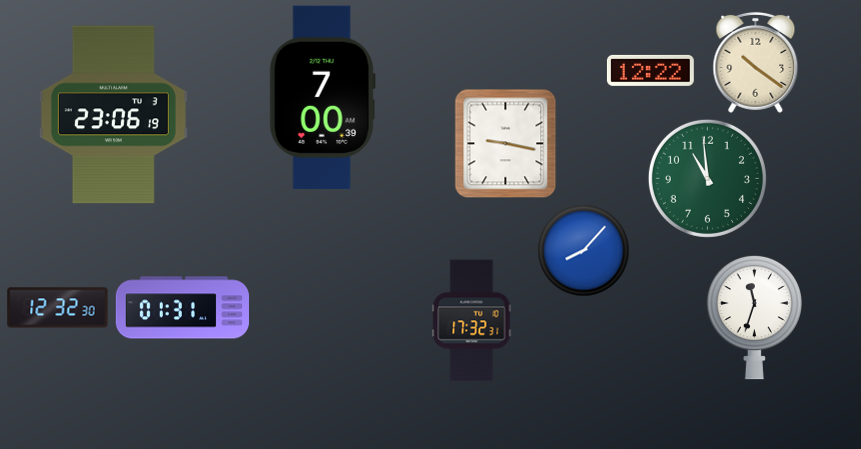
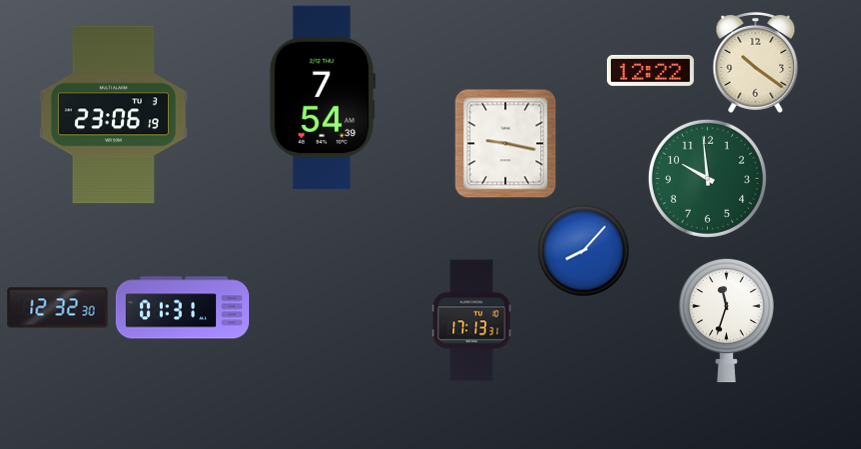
clock at (322, 98): 7:00 -> 7:54
clock at (707, 178): 10:59 -> 9:59
clock at (754, 317) position: (754, 317) -> (726, 320)
clock at (472, 321): 17:32 -> 17:13
